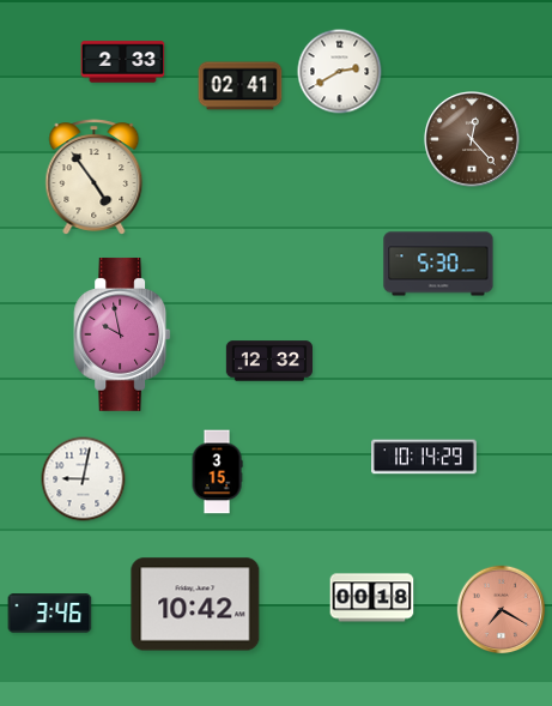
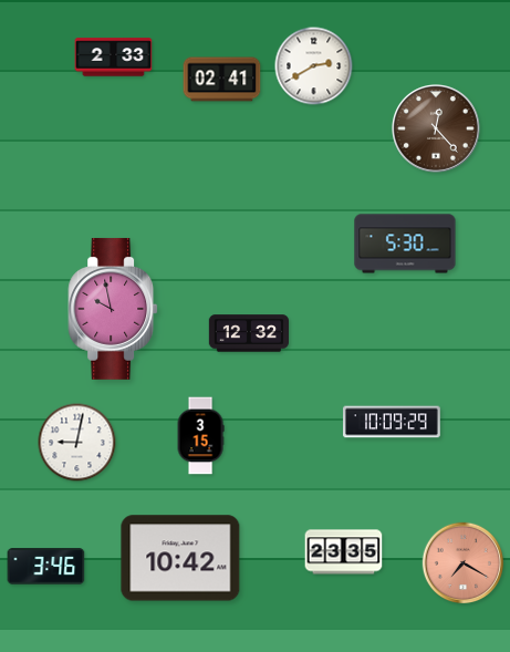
clock at (95, 177): 4:54 -> none
clock at (425, 457): 10:14 -> 10:09
clock at (372, 598): 00:18 -> 23:35
